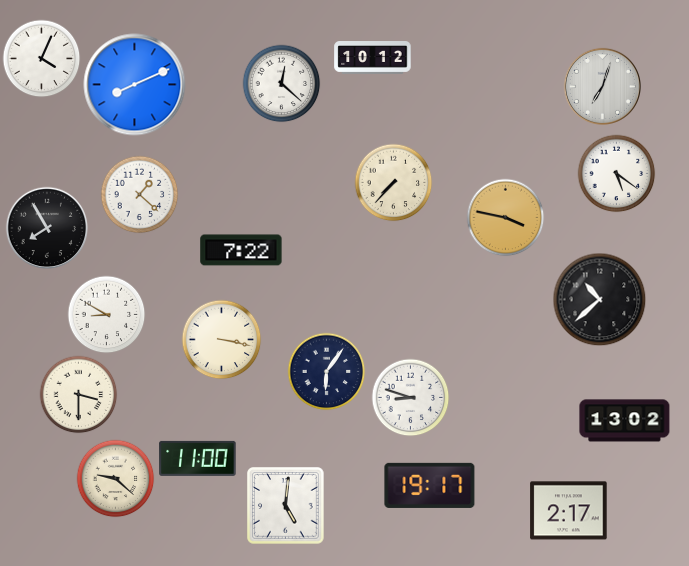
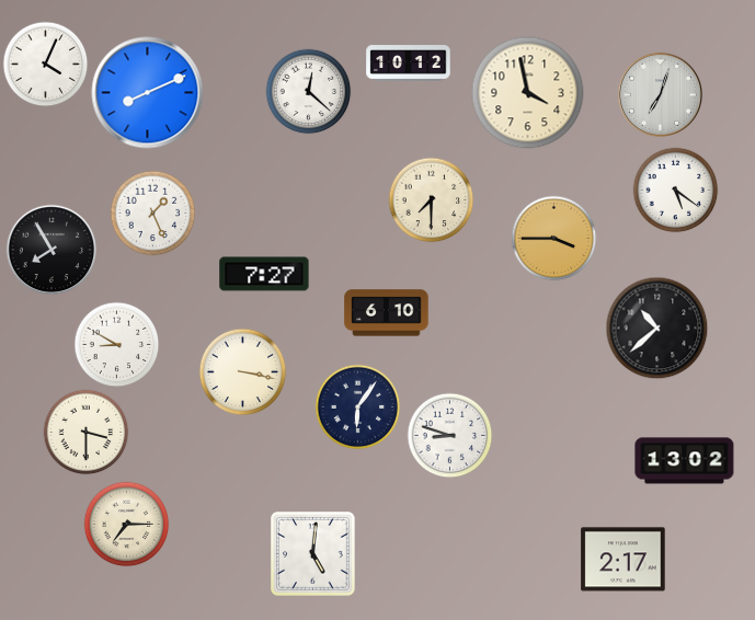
clock at (528, 93): none -> 3:58
clock at (393, 182): 7:37 -> 7:30
clock at (139, 194): 1:22 -> 1:26
clock at (505, 217): 3:47 -> 3:45
clock at (241, 250): 7:22 -> 7:27
clock at (387, 313): none -> 6:10
clock at (198, 458): 11:00 -> none
clock at (115, 478): 9:22 -> 7:15
clock at (430, 485): 19:17 -> none
